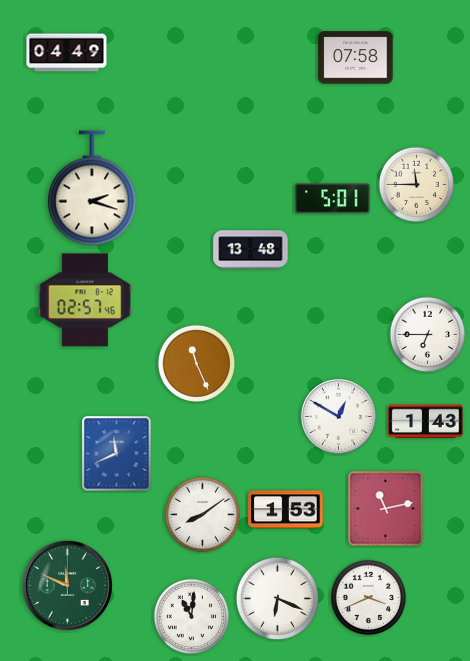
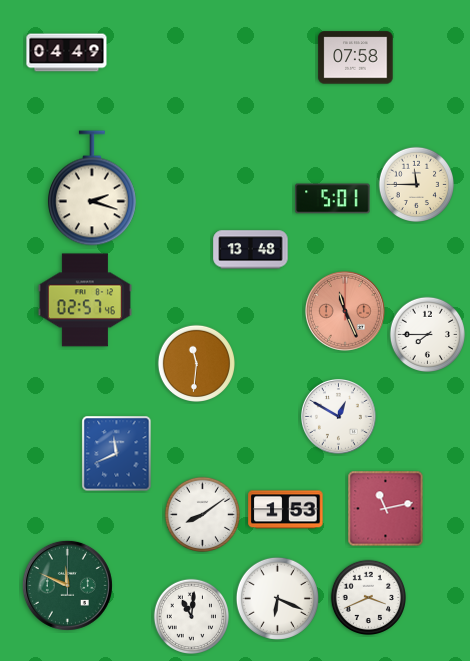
clock at (345, 311): none -> 11:26
clock at (427, 334): 6:45 -> 7:45
clock at (196, 363): 11:26 -> 11:31
clock at (426, 422): 1:43 -> none
